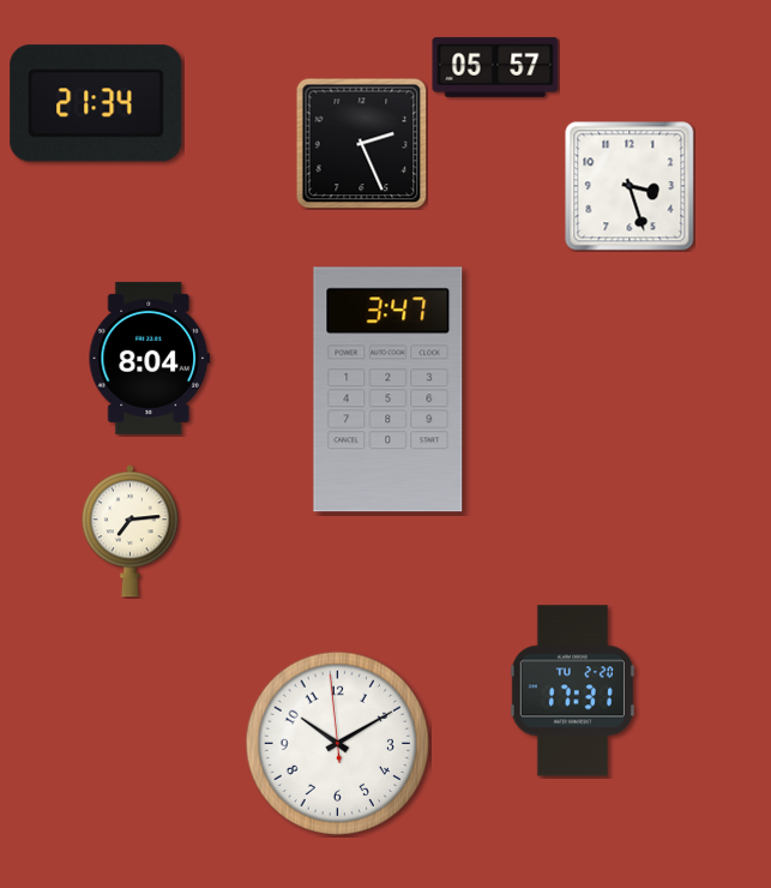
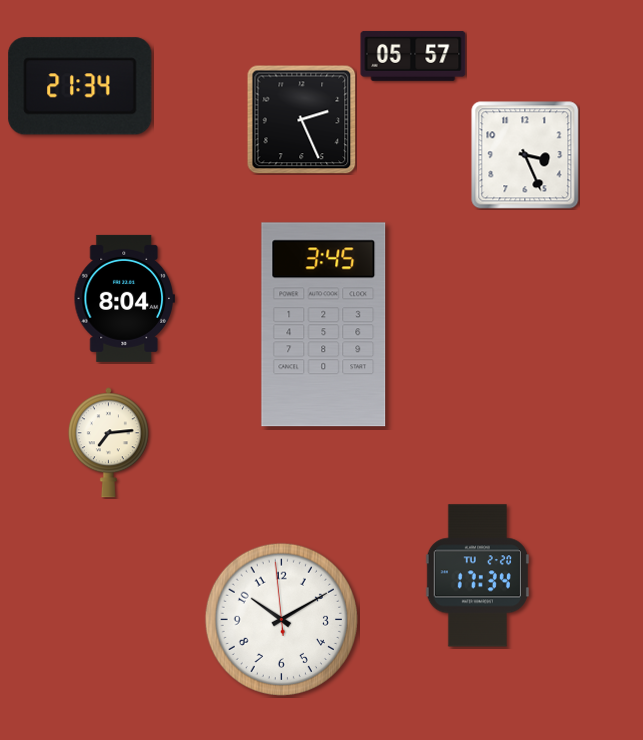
clock at (630, 186): 3:27 -> 3:26
clock at (388, 390): 3:47 -> 3:45
clock at (572, 691): 17:31 -> 17:34
